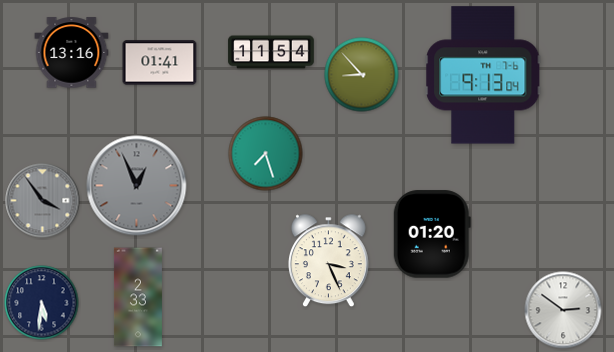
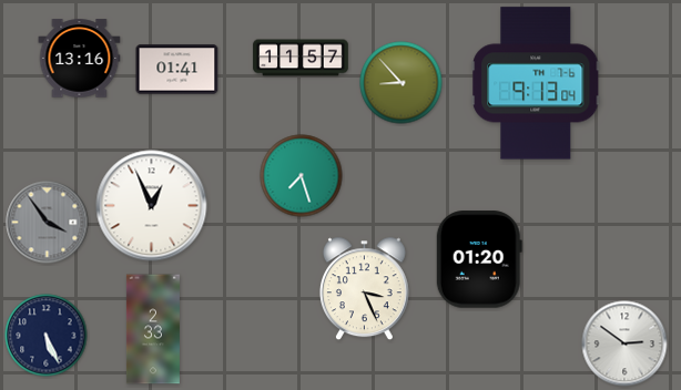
clock at (271, 52): 11:54 -> 11:57
clock at (266, 154) position: (266, 154) -> (302, 176)
clock at (137, 186) dial: grey -> white
clock at (42, 303): 5:31 -> 5:26
